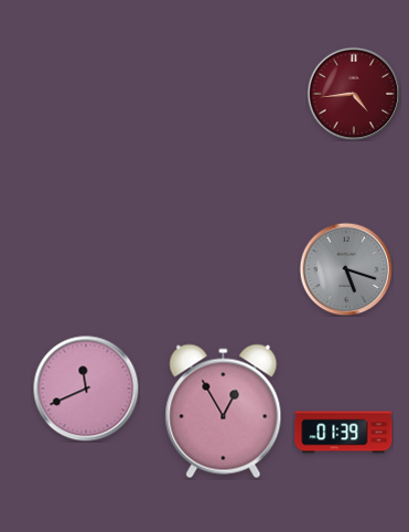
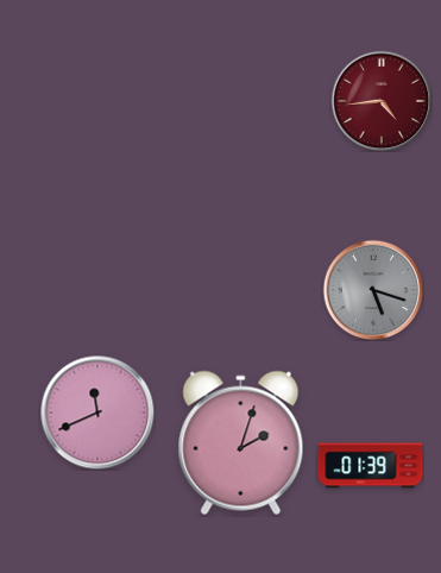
clock at (86, 389) position: (86, 389) -> (97, 413)
clock at (224, 412): 12:55 -> 2:03
